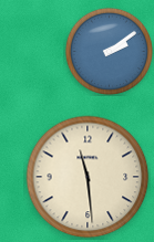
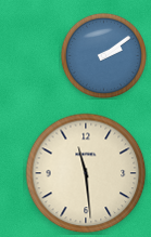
clock at (109, 51) position: (109, 51) -> (103, 55)
